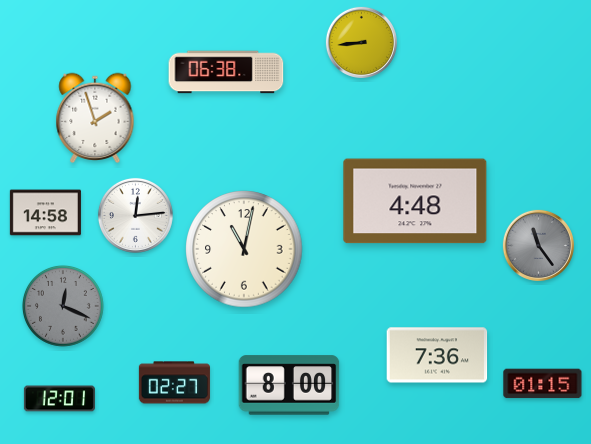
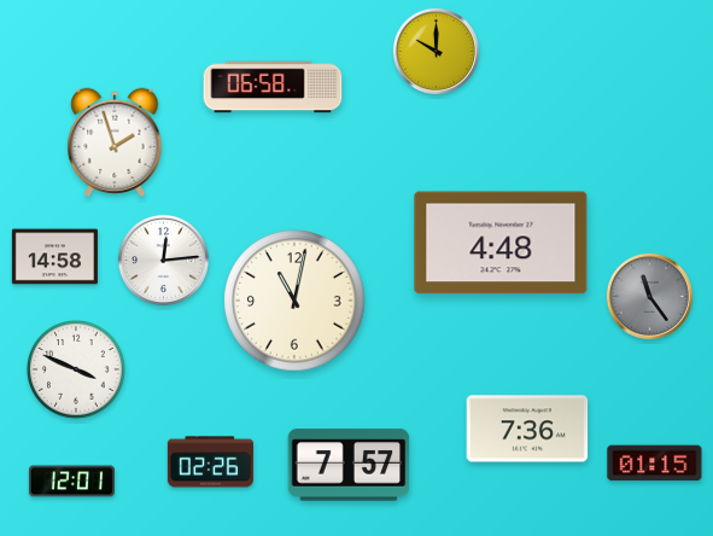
clock at (361, 42): 8:44 -> 10:00
clock at (226, 72): 06:38 -> 06:58
clock at (64, 307): 12:19 -> 3:49
clock at (64, 307) dial: grey -> white
clock at (174, 383): 02:27 -> 02:26
clock at (289, 385): 8:00 -> 7:57
